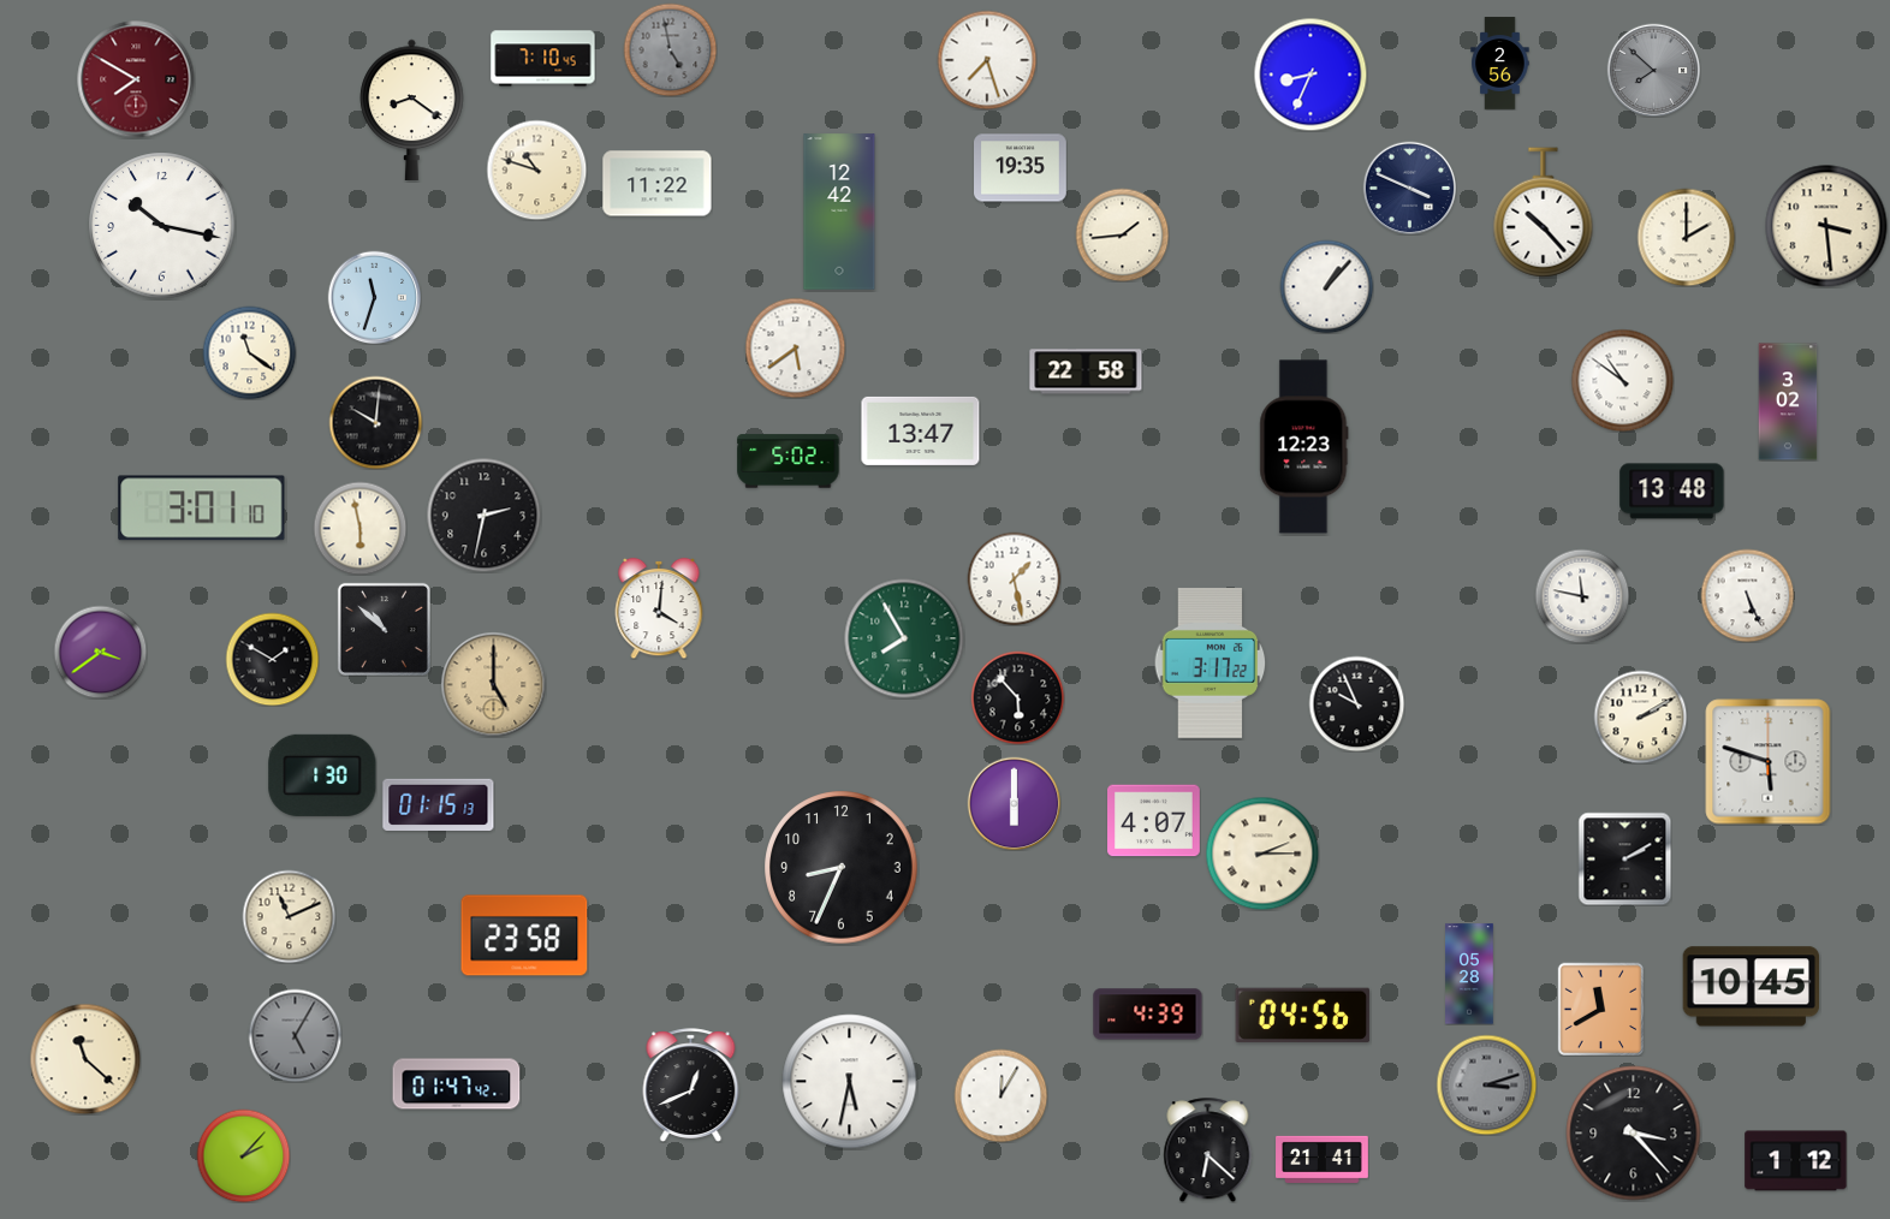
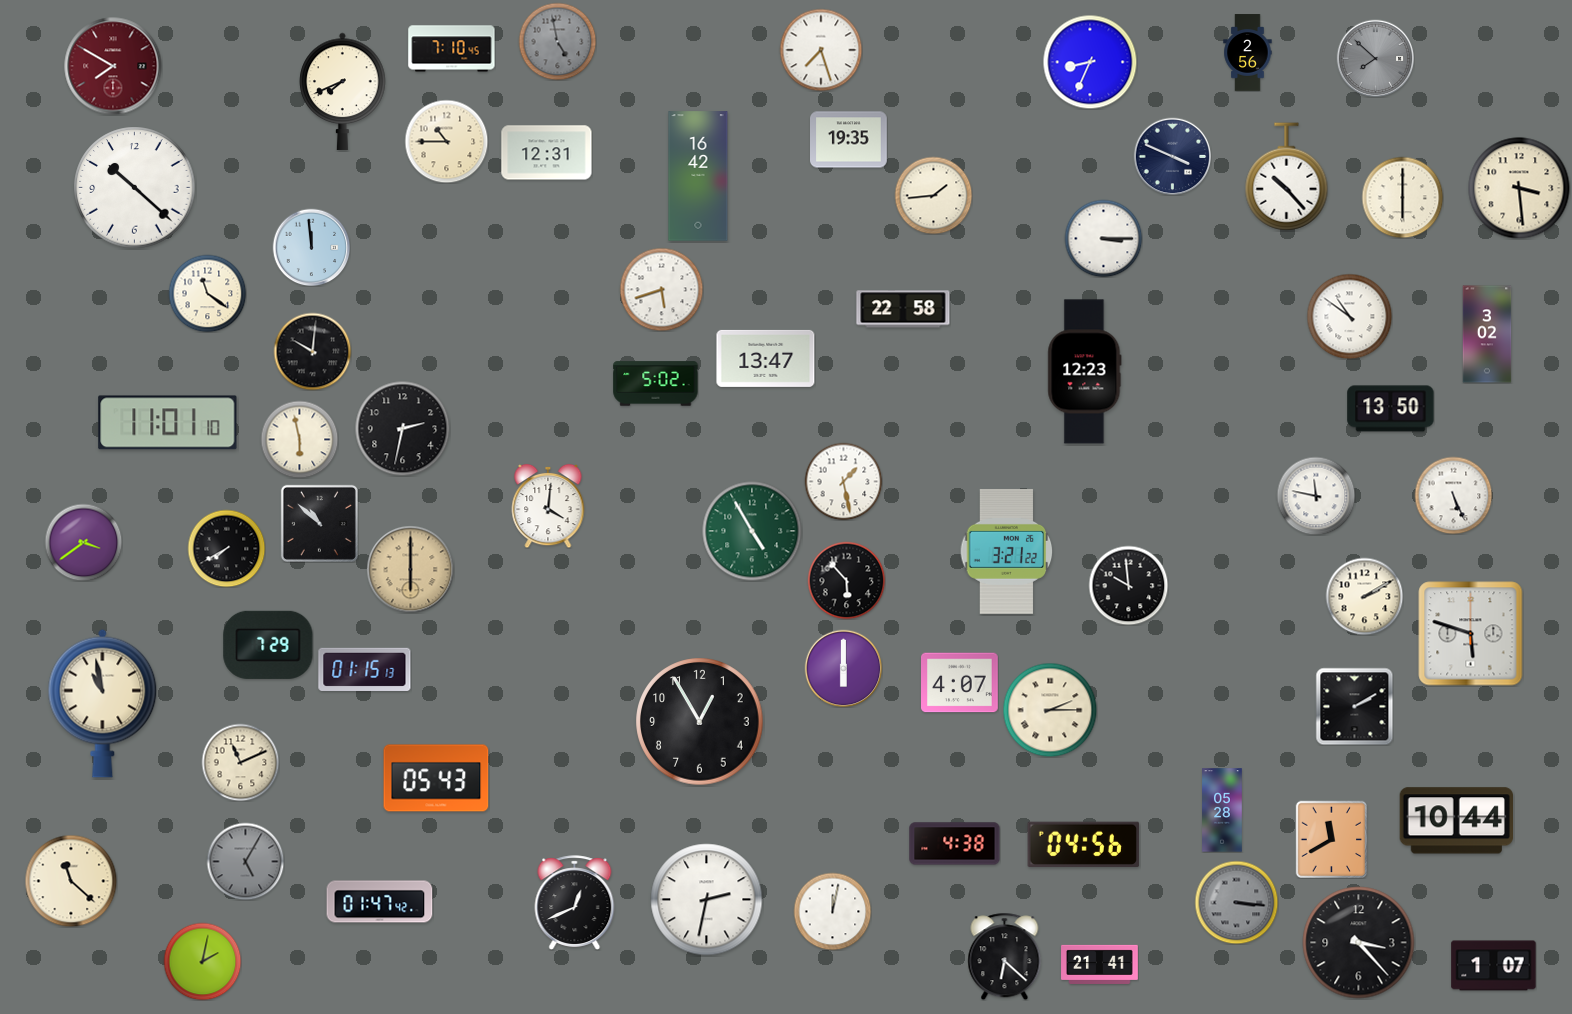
clock at (412, 109): 8:21 -> 7:41
clock at (536, 170): 10:48 -> 10:45
clock at (658, 184): 11:22 -> 12:31
clock at (839, 212): 12:42 -> 16:42
clock at (1544, 213) position: (1544, 213) -> (1287, 177)
clock at (162, 226): 10:17 -> 10:22
clock at (1686, 237): 2:00 -> 6:00
clock at (1326, 286): 1:07 -> 3:15
clock at (374, 297): 11:33 -> 11:59
clock at (795, 347): 5:39 -> 5:42
clock at (1672, 492): 13:48 -> 13:50
clock at (202, 509): 3:01 -> 11:01
clock at (904, 638): 7:55 -> 4:55
clock at (272, 659): 1:50 -> 7:40
clock at (1211, 662): 3:17 -> 3:21
clock at (493, 684): 5:00 -> 6:00
clock at (1356, 703): 9:56 -> 9:59
clock at (322, 775): 1:30 -> 7:29
clock at (103, 703): none -> 10:58
clock at (1624, 858) position: (1624, 858) -> (1354, 706)
clock at (842, 868): 8:34 -> 12:55
clock at (524, 935): 23:58 -> 05:43
clock at (1751, 987): 10:45 -> 10:44
clock at (1148, 1015): 4:39 -> 4:38
clock at (850, 1082): 5:32 -> 2:32
clock at (1486, 1084): 3:12 -> 3:16
clock at (1000, 1095): 12:05 -> 12:02
clock at (243, 1155): 2:07 -> 2:02
clock at (1796, 1161): 1:12 -> 1:07
